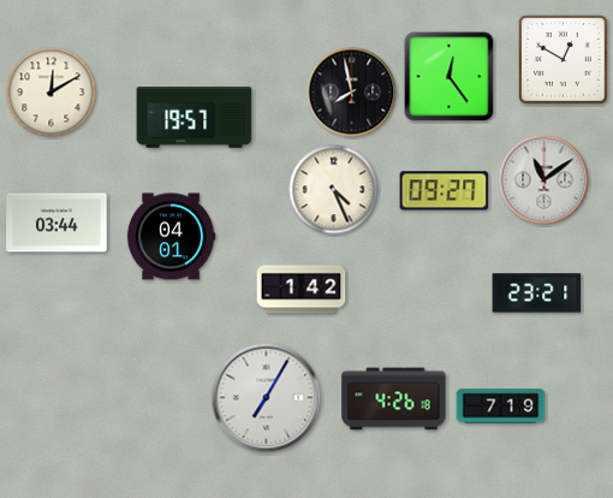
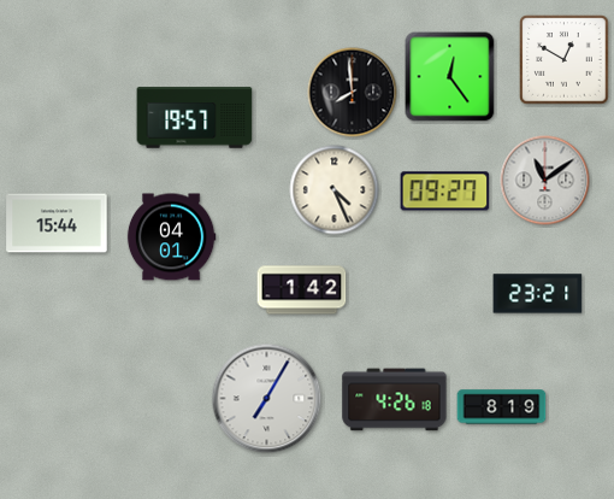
clock at (52, 93): 12:10 -> none
clock at (352, 93): 7:58 -> 7:59
clock at (56, 223): 03:44 -> 15:44
clock at (501, 407): 7:19 -> 8:19
